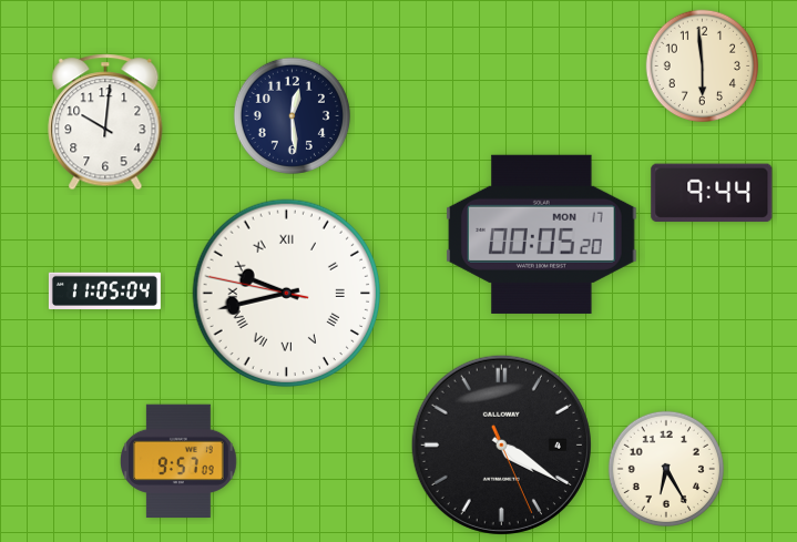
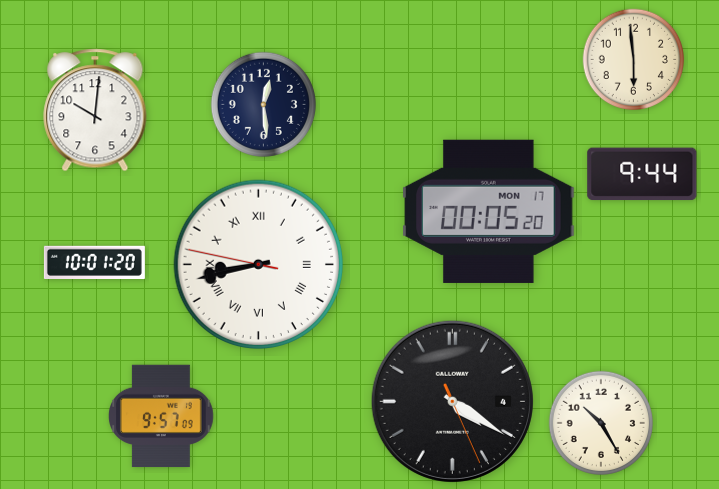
clock at (104, 290): 11:05 -> 10:01
clock at (287, 294): 9:42 -> 8:42
clock at (666, 469): 6:25 -> 10:25
